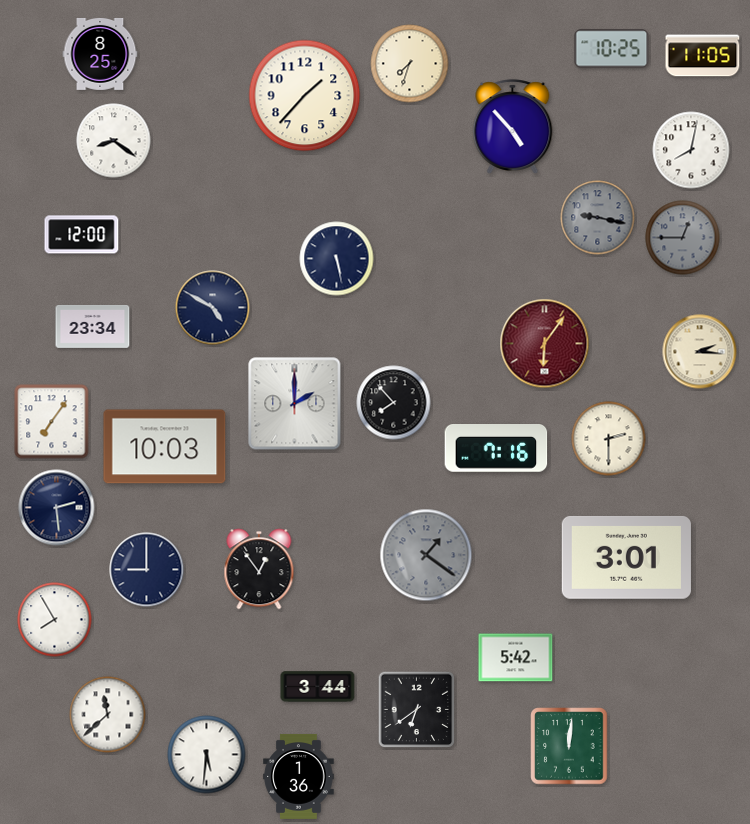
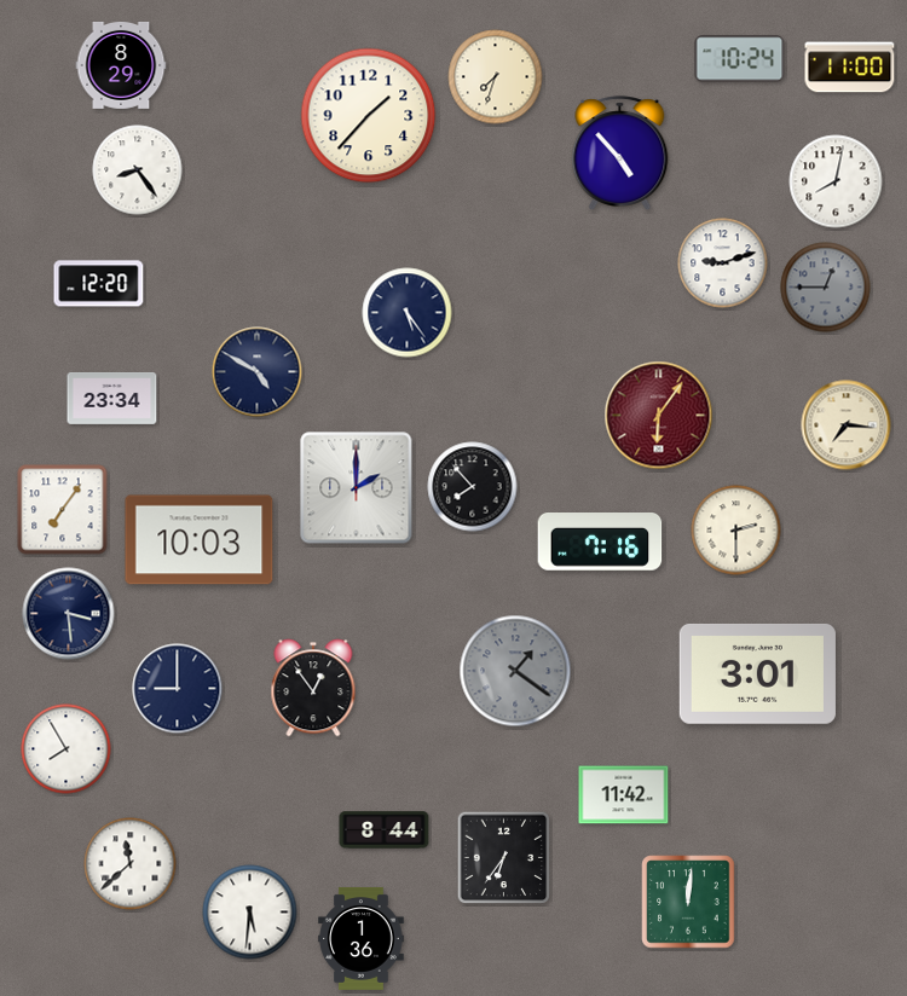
clock at (612, 49): 10:25 -> 10:24
clock at (100, 54): 8:25 -> 8:29
clock at (703, 56): 11:05 -> 11:00
clock at (114, 141): 8:21 -> 8:24
clock at (598, 218): 9:17 -> 9:12
clock at (598, 218) dial: grey -> white
clock at (82, 235): 12:00 -> 12:20
clock at (337, 259): 5:28 -> 5:24
clock at (93, 326) position: (93, 326) -> (112, 398)
clock at (700, 352): 2:16 -> 7:16
clock at (394, 403) position: (394, 403) -> (473, 487)
clock at (57, 508): 2:29 -> 3:29
clock at (516, 658): 5:42 -> 11:42
clock at (318, 687): 3:44 -> 8:44
clock at (417, 710): 6:39 -> 6:36
